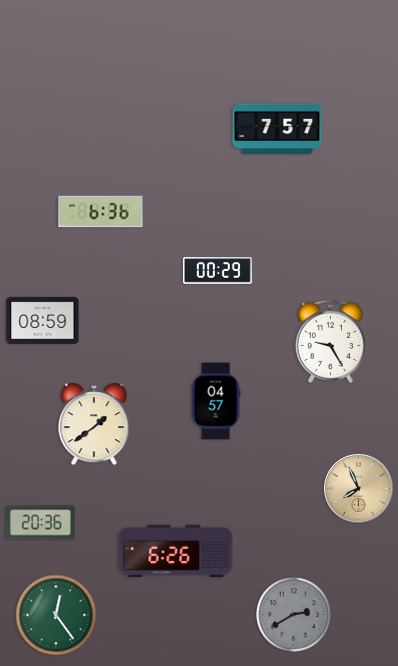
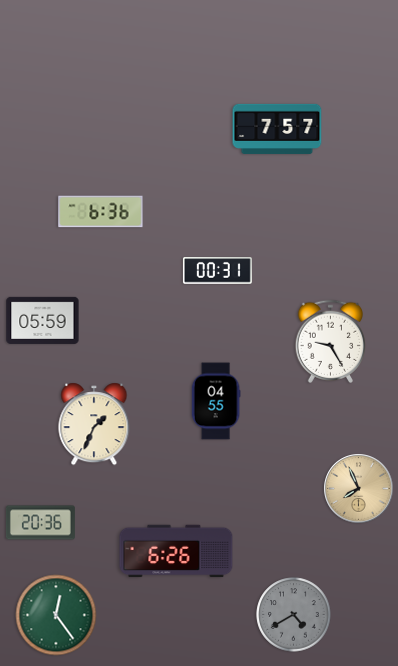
clock at (217, 271): 00:29 -> 00:31
clock at (43, 320): 08:59 -> 05:59
clock at (216, 401): 04:57 -> 04:55
clock at (94, 424): 1:39 -> 1:34
clock at (294, 615): 2:40 -> 4:40
